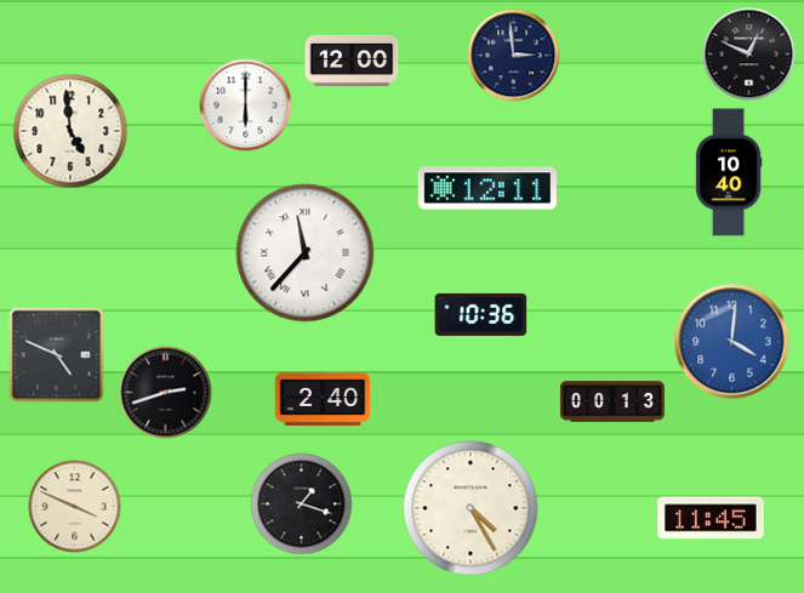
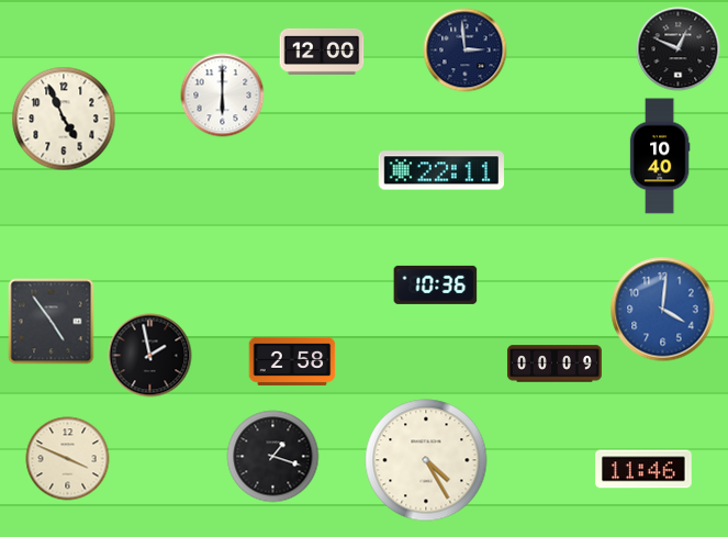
clock at (352, 61) position: (352, 61) -> (322, 52)
clock at (70, 131): 4:59 -> 4:56
clock at (486, 188): 12:11 -> 22:11
clock at (306, 253): 11:37 -> none
clock at (57, 355): 4:49 -> 4:54
clock at (166, 393): 2:42 -> 1:58
clock at (323, 399): 2:40 -> 2:58
clock at (612, 401): 00:13 -> 00:09
clock at (712, 518): 11:45 -> 11:46
